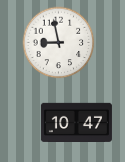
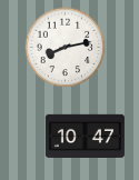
clock at (59, 43): 8:58 -> 8:13
